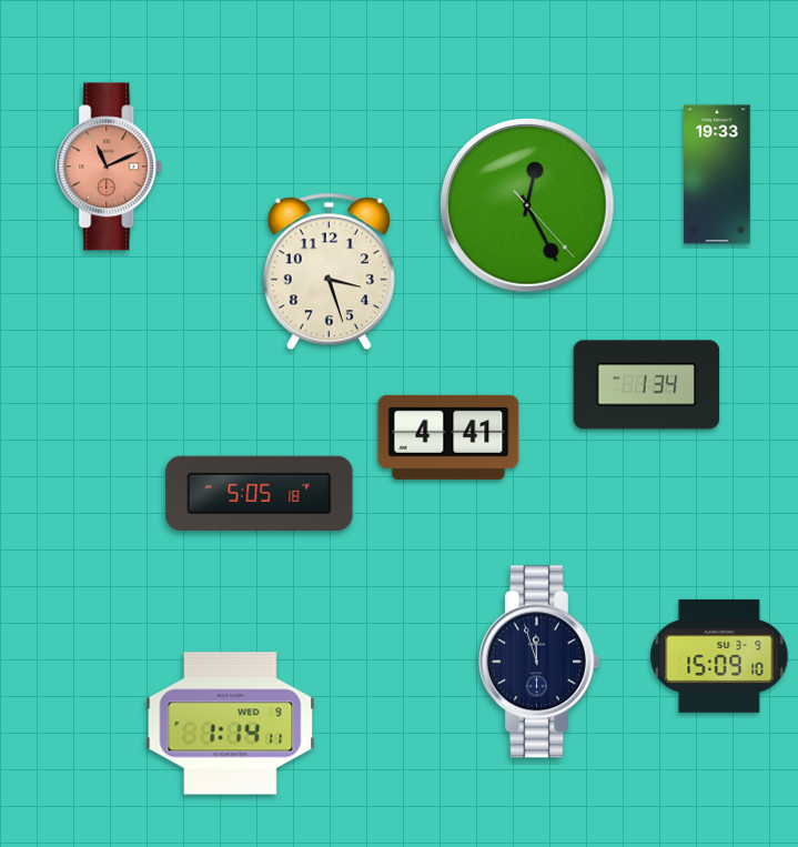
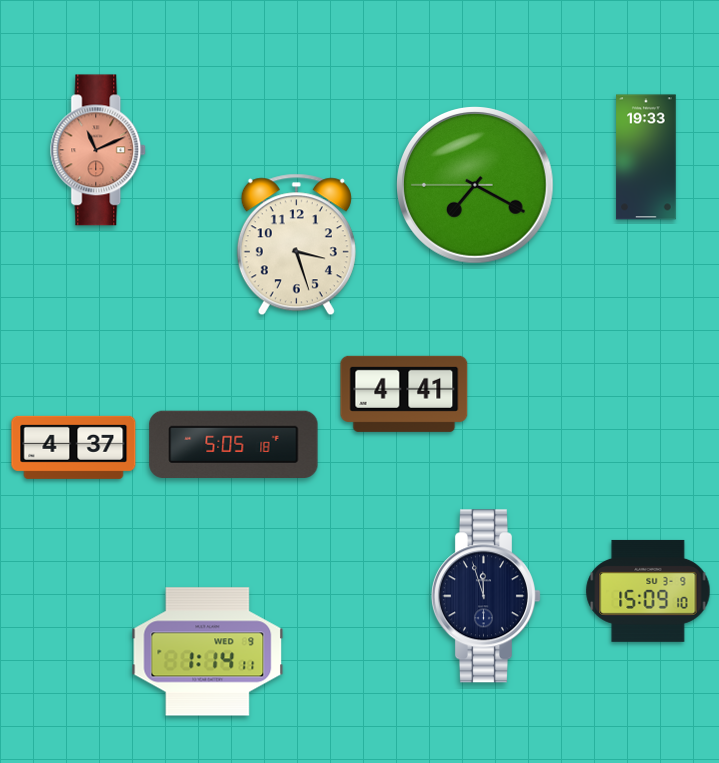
clock at (528, 206): 12:25 -> 7:19
clock at (647, 385): 1:34 -> none
clock at (74, 447): none -> 4:37
